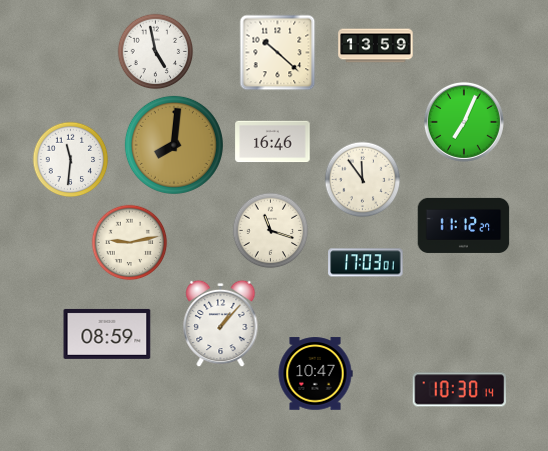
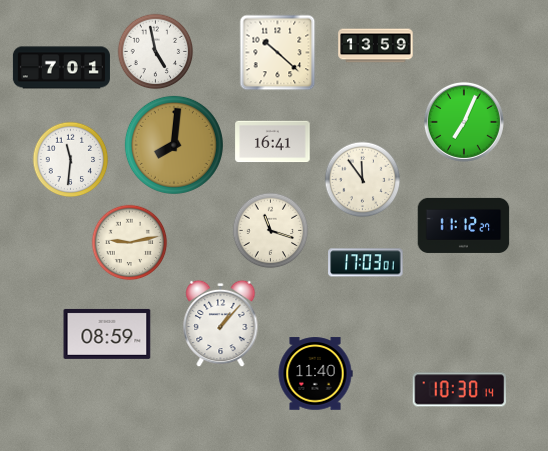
clock at (61, 68): none -> 7:01
clock at (273, 142): 16:46 -> 16:41
clock at (315, 374): 10:47 -> 11:40
